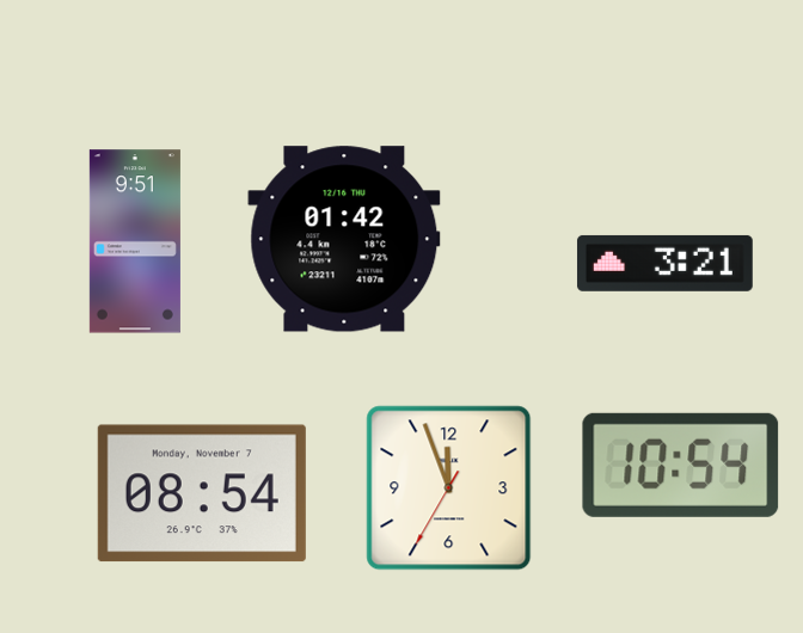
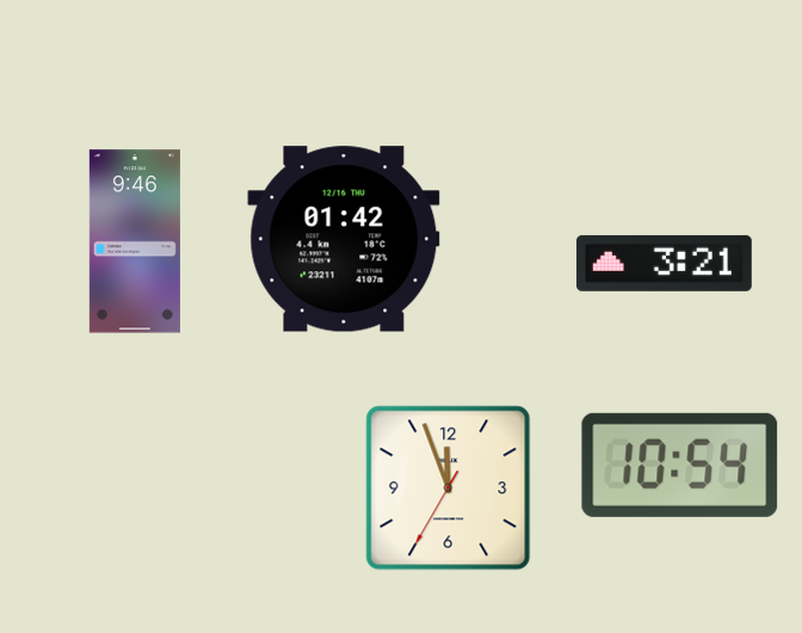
clock at (135, 241): 9:51 -> 9:46
clock at (202, 493): 08:54 -> none
